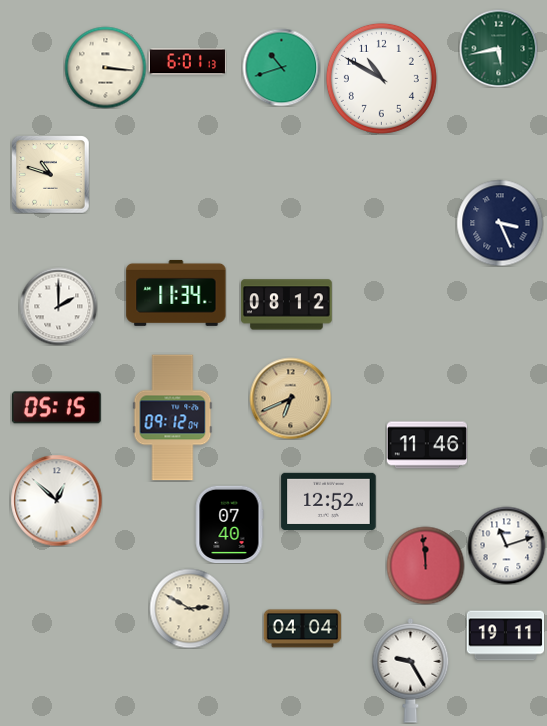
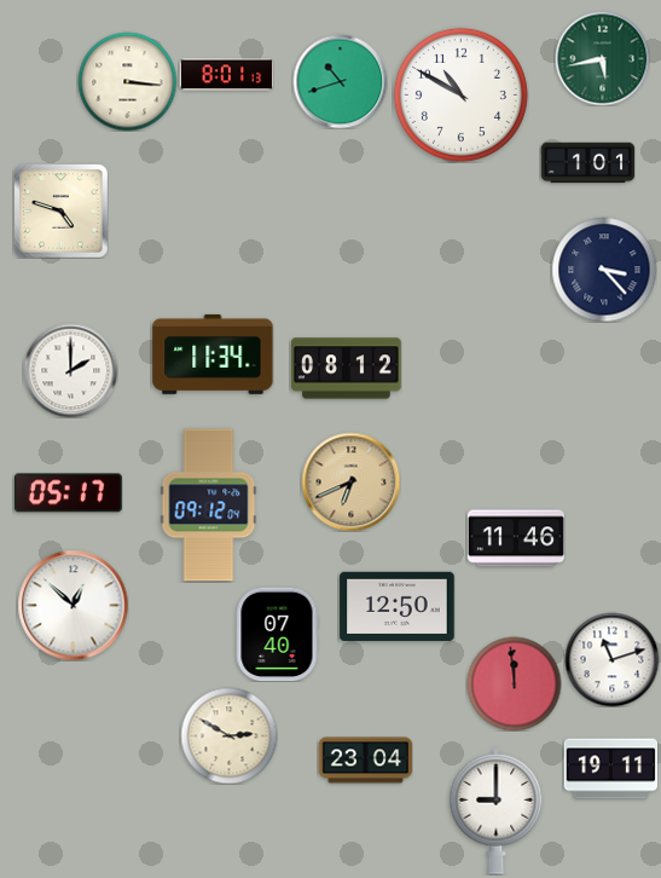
clock at (187, 62): 6:01 -> 8:01
clock at (587, 163): none -> 1:01
clock at (50, 174): 10:48 -> 4:48
clock at (500, 223): 3:26 -> 3:23
clock at (56, 408): 05:15 -> 05:17
clock at (56, 500) position: (56, 500) -> (73, 605)
clock at (329, 501): 12:52 -> 12:50
clock at (302, 629): 04:04 -> 23:04
clock at (411, 671): 9:25 -> 9:00
